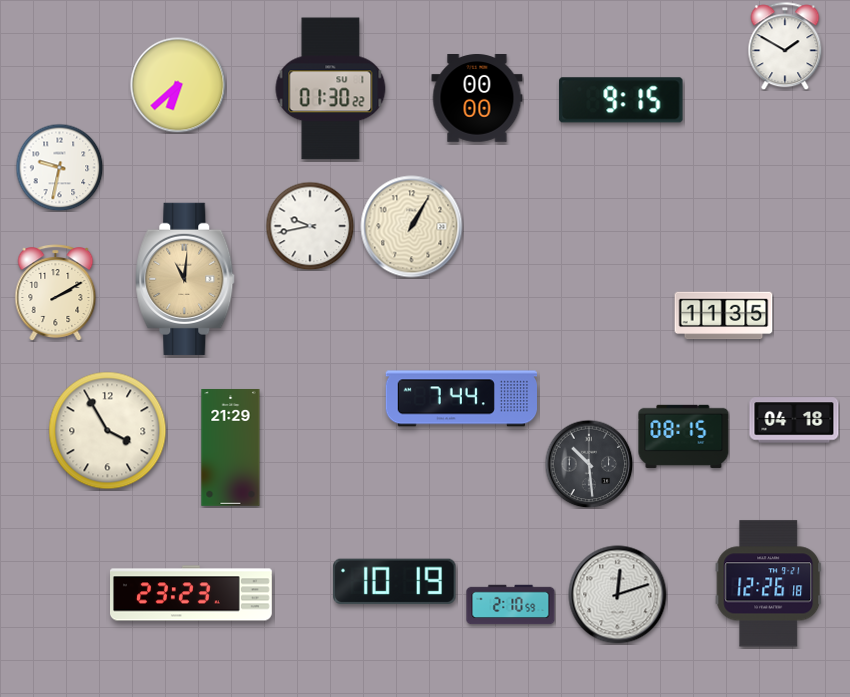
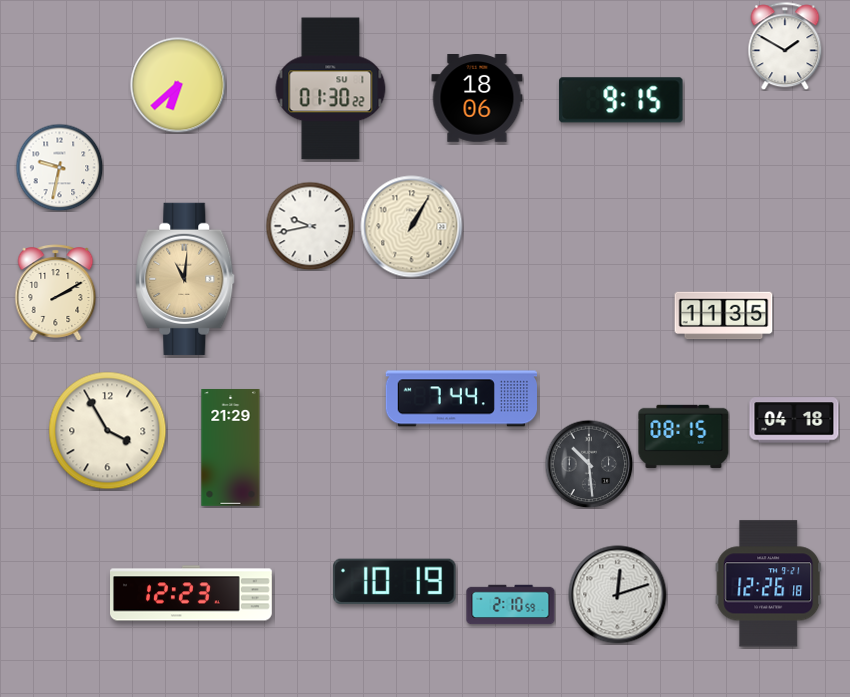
clock at (477, 99): 00:00 -> 18:06
clock at (192, 593): 23:23 -> 12:23
